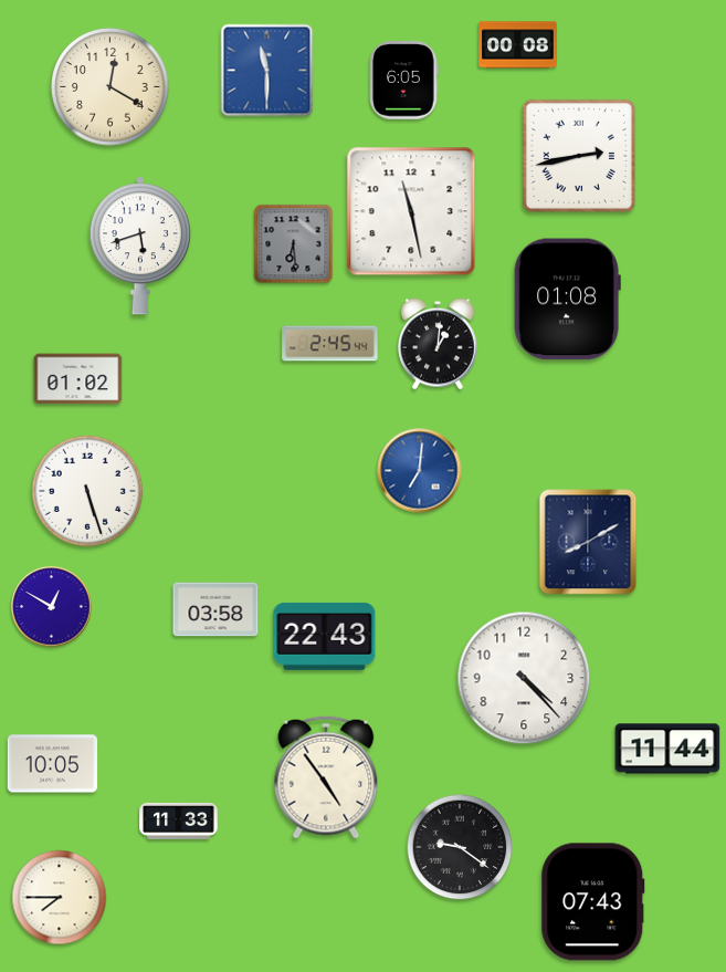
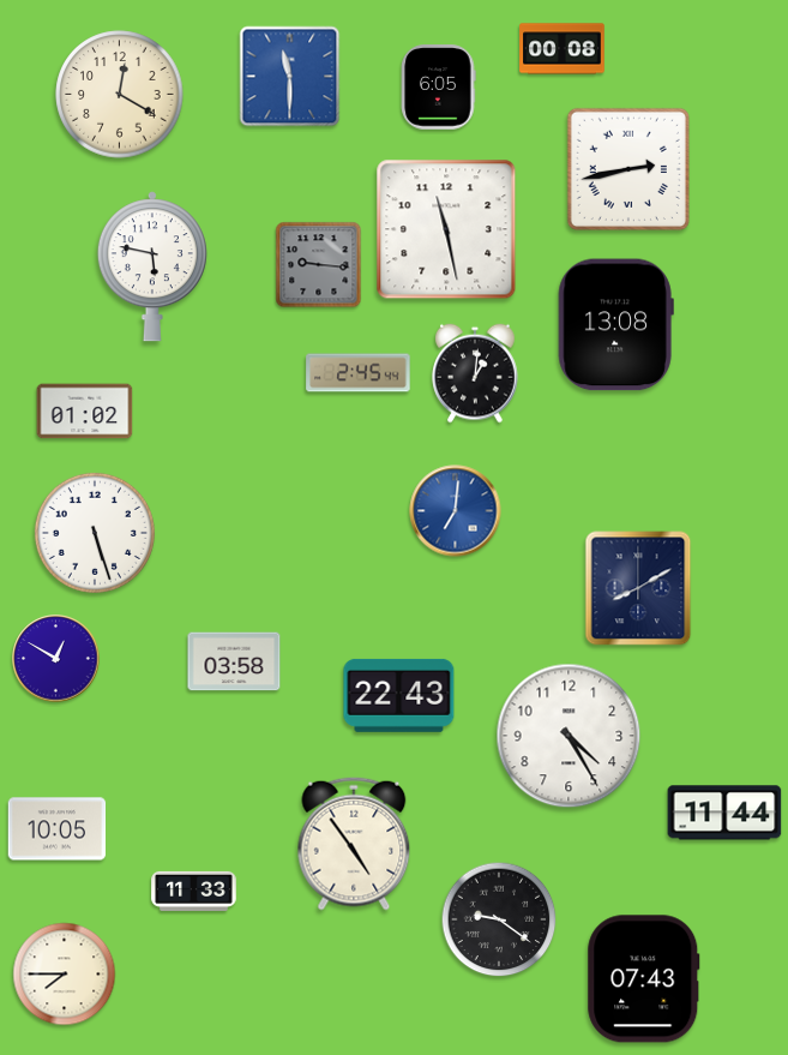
clock at (294, 244): 6:29 -> 9:16
clock at (140, 245): 5:42 -> 5:47
clock at (567, 300): 01:08 -> 13:08
clock at (325, 636) position: (325, 636) -> (399, 695)
clock at (524, 678): 4:23 -> 4:25
